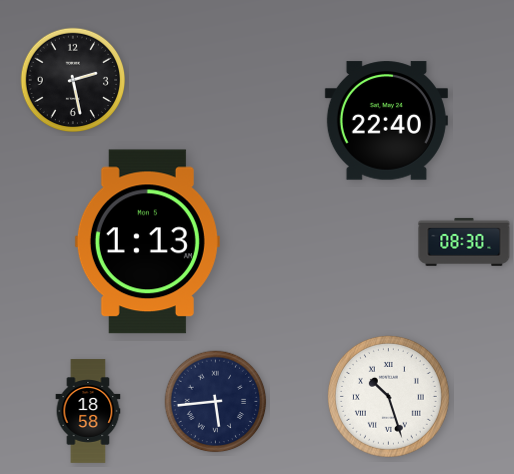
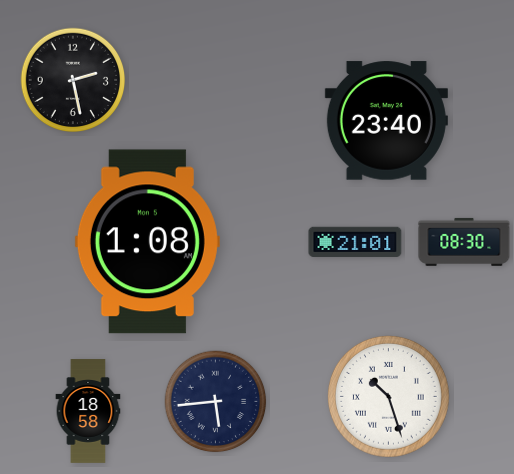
clock at (386, 121): 22:40 -> 23:40
clock at (147, 242): 1:13 -> 1:08
clock at (355, 242): none -> 21:01
